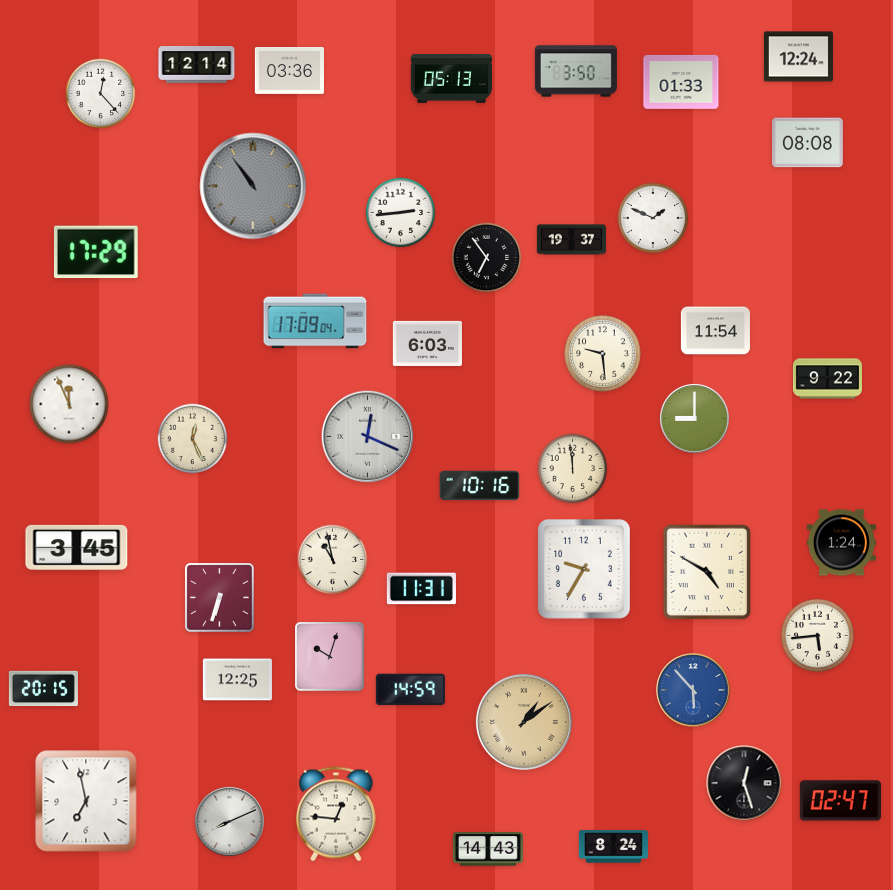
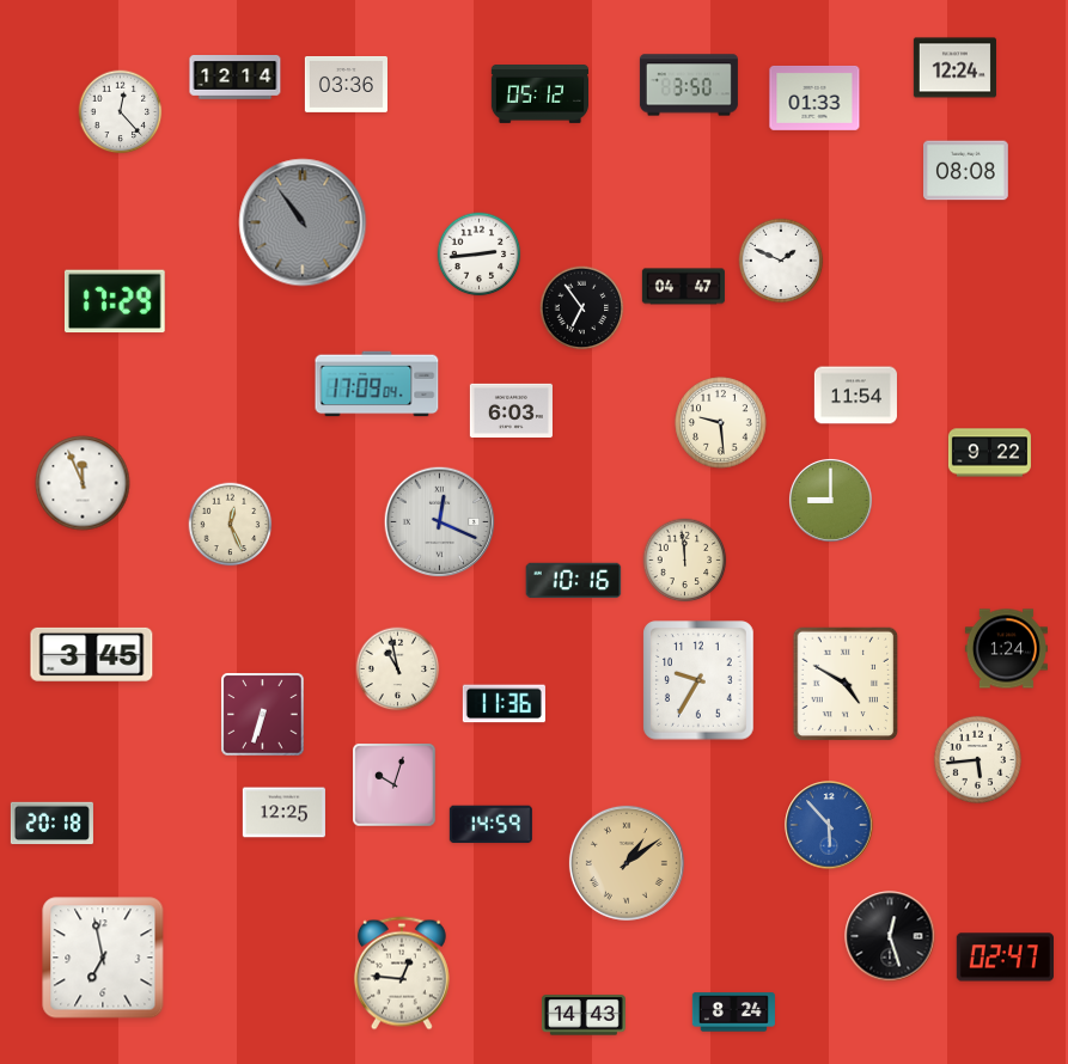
clock at (451, 79): 05:13 -> 05:12
clock at (571, 240): 19:37 -> 04:47
clock at (421, 589): 11:31 -> 11:36
clock at (43, 689): 20:15 -> 20:18
clock at (229, 821): 8:11 -> none
